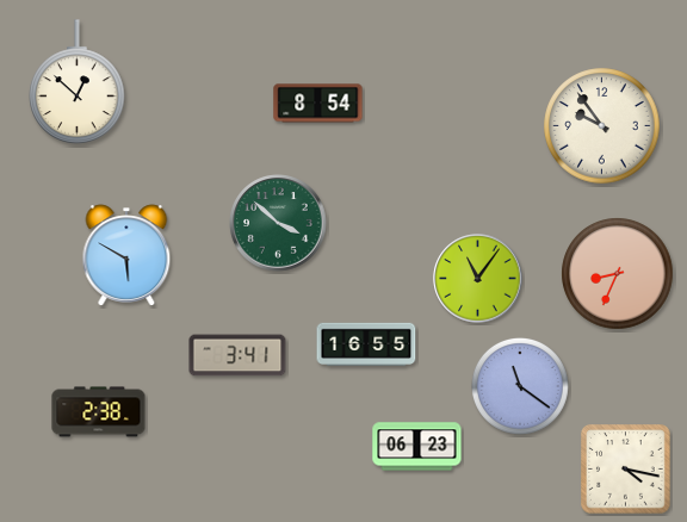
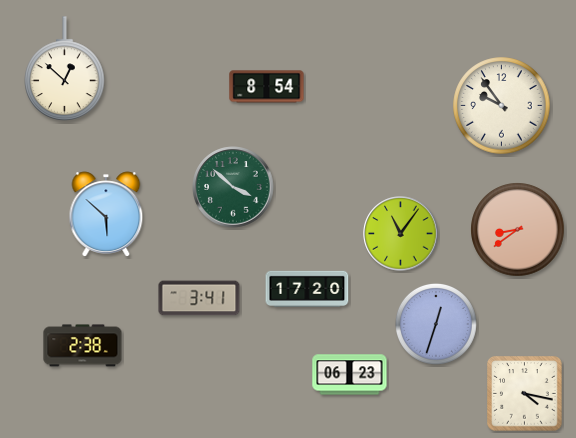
clock at (602, 126) position: (602, 126) -> (502, 106)
clock at (126, 255): 5:50 -> 5:52
clock at (618, 274): 8:34 -> 8:39
clock at (366, 344): 16:55 -> 17:20
clock at (520, 386): 11:21 -> 12:33
